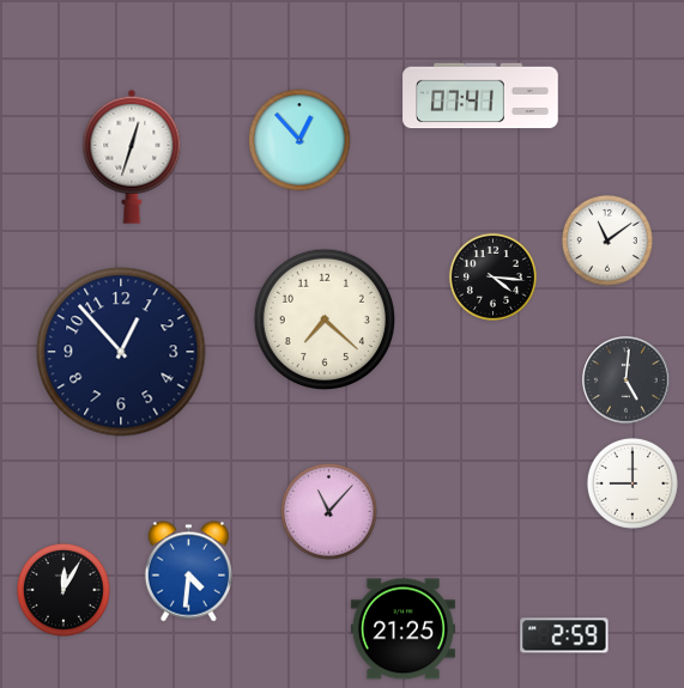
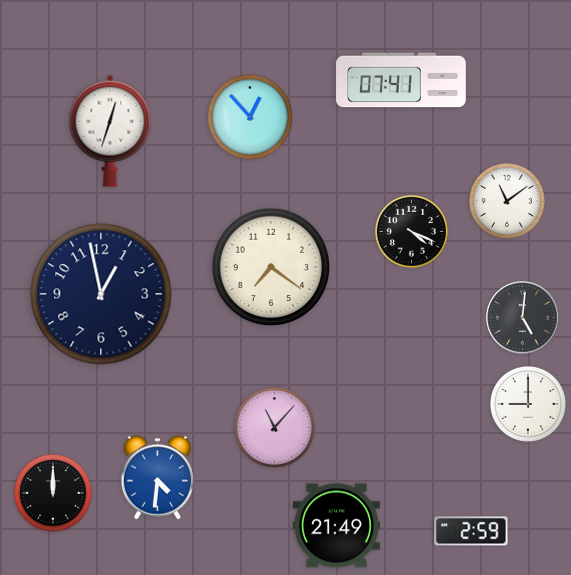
clock at (492, 276): 4:16 -> 4:19
clock at (323, 318): 7:22 -> 7:21
clock at (121, 352): 12:53 -> 12:58
clock at (63, 590): 12:05 -> 12:00
clock at (402, 629): 21:25 -> 21:49
